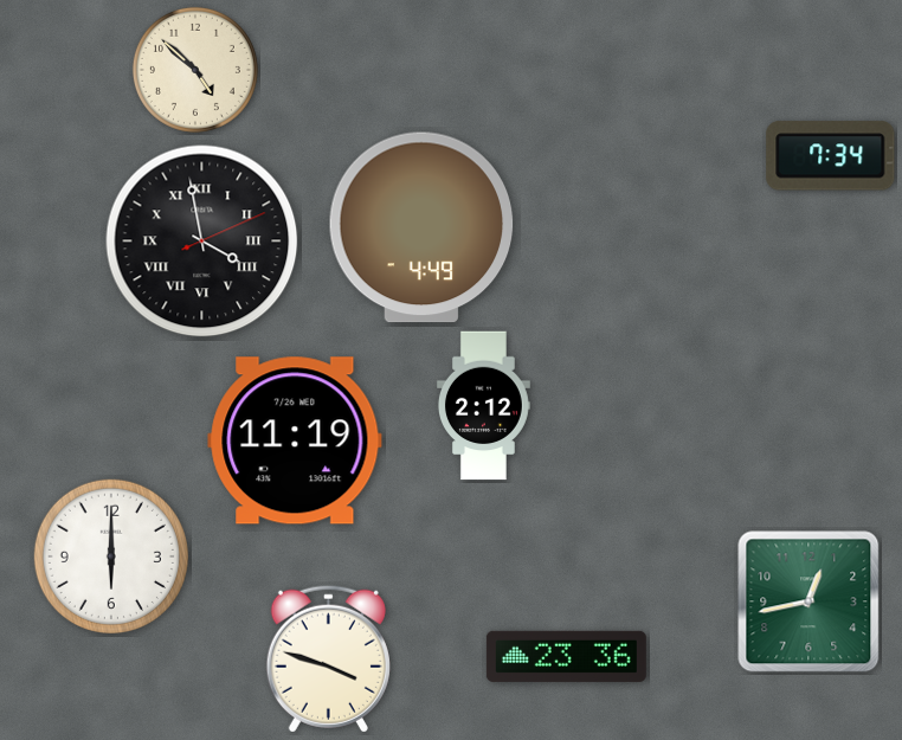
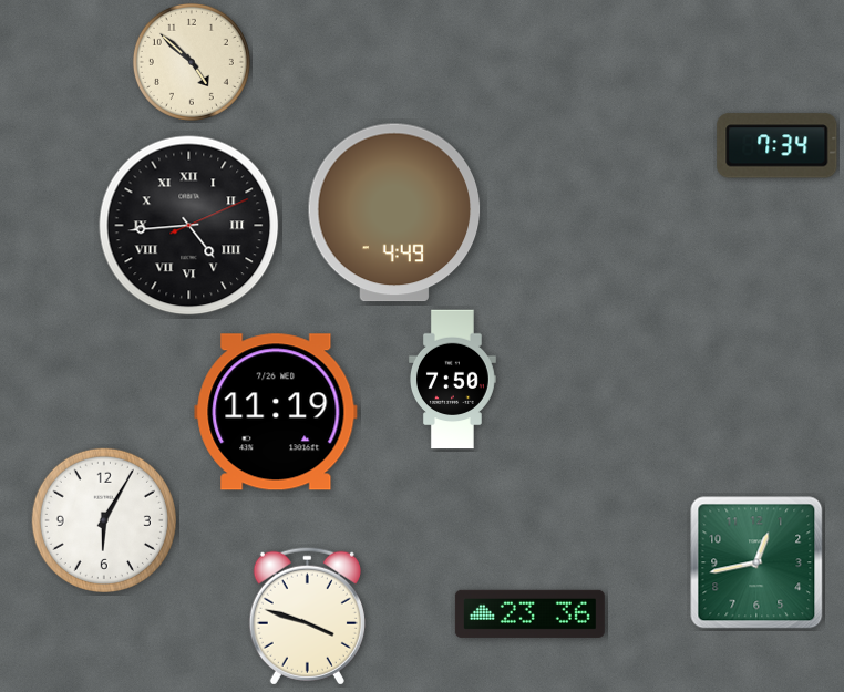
clock at (195, 70) position: (195, 70) -> (192, 62)
clock at (202, 242): 3:58 -> 4:44
clock at (484, 406): 2:12 -> 7:50
clock at (111, 556): 6:00 -> 6:05
